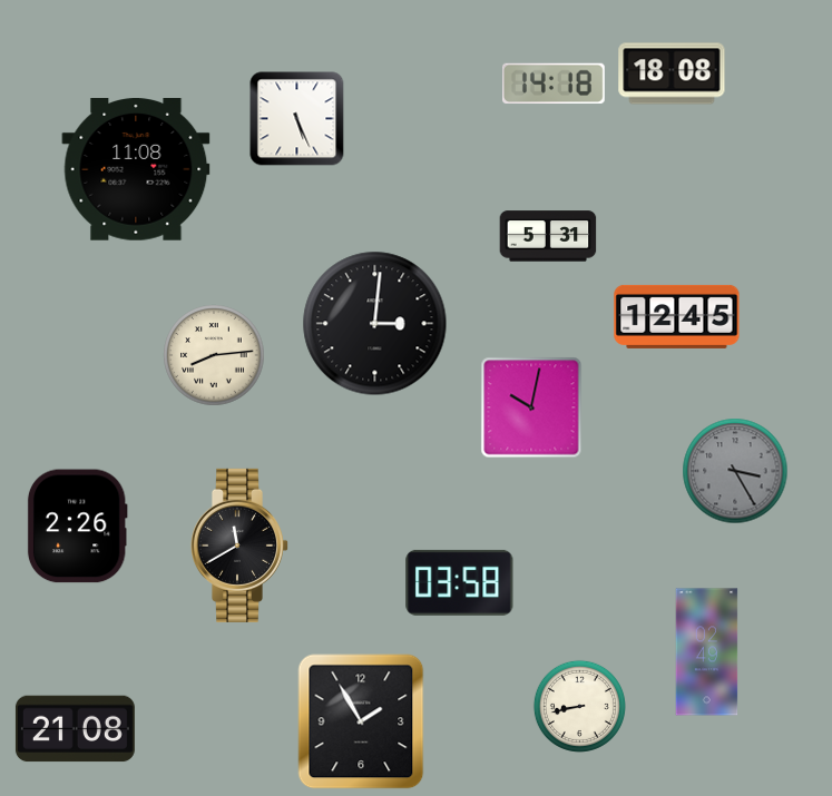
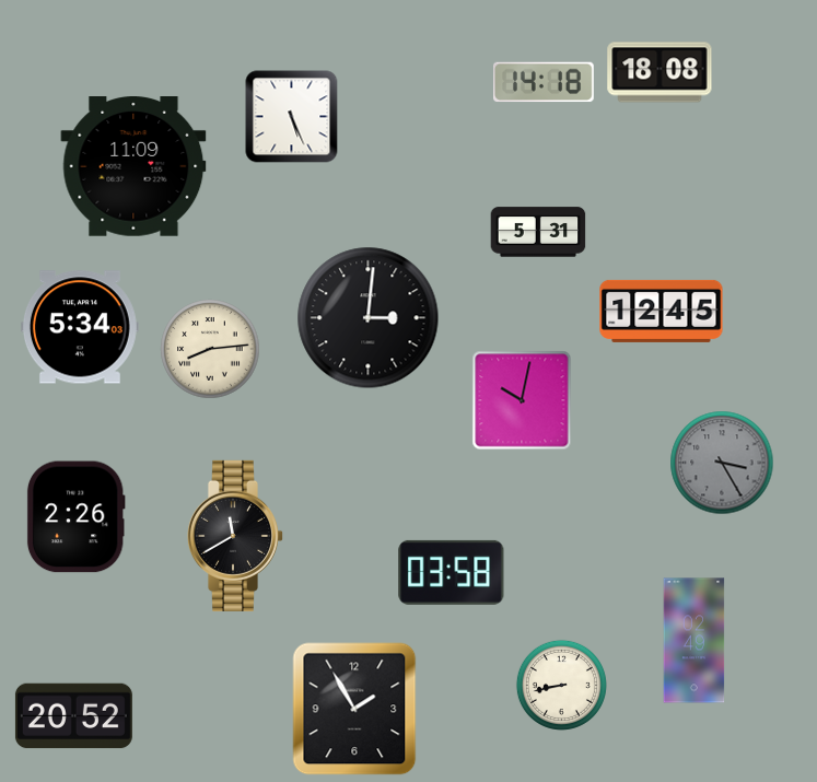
clock at (136, 170): 11:08 -> 11:09
clock at (677, 316) position: (677, 316) -> (662, 311)
clock at (80, 327): none -> 5:34
clock at (579, 706) position: (579, 706) -> (561, 685)
clock at (75, 729): 21:08 -> 20:52
